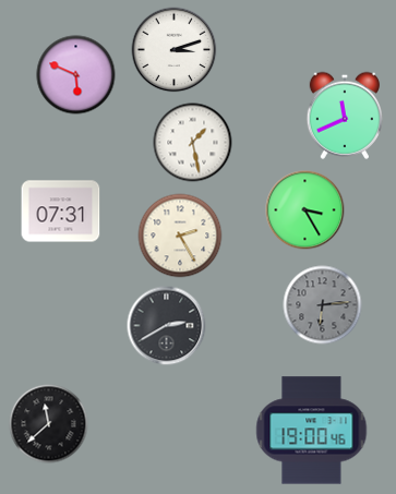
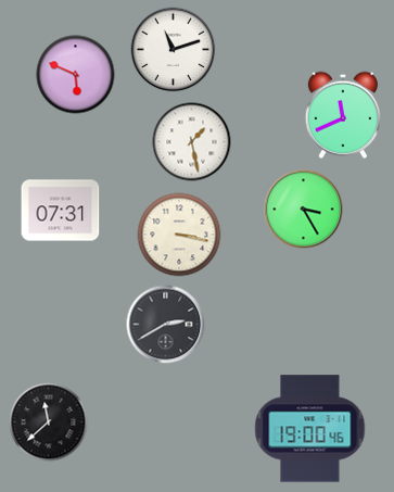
clock at (175, 50): 3:12 -> 11:12
clock at (180, 236): 2:25 -> 3:17
clock at (323, 305): 6:14 -> none
